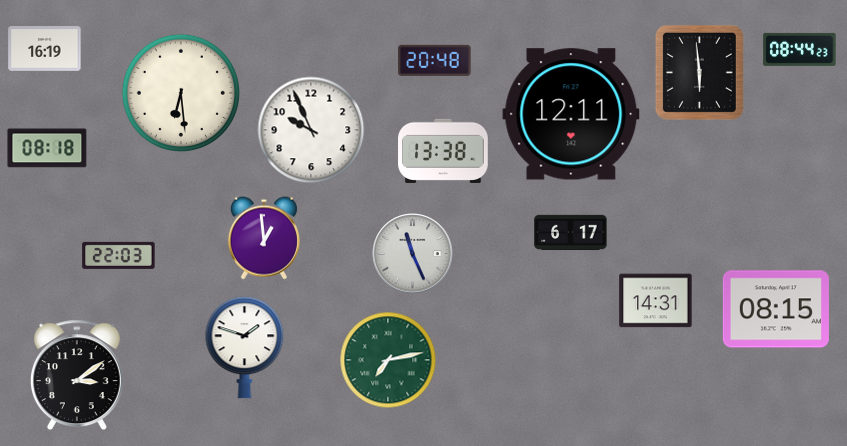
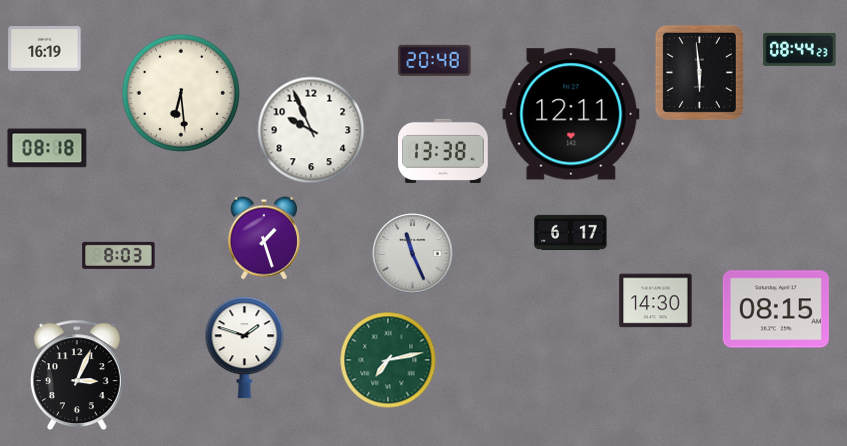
clock at (264, 238): 12:59 -> 1:27
clock at (119, 255): 22:03 -> 8:03
clock at (656, 301): 14:31 -> 14:30
clock at (77, 374): 3:09 -> 3:04
